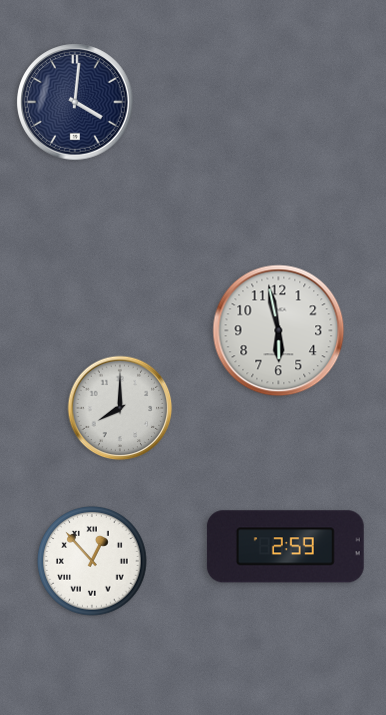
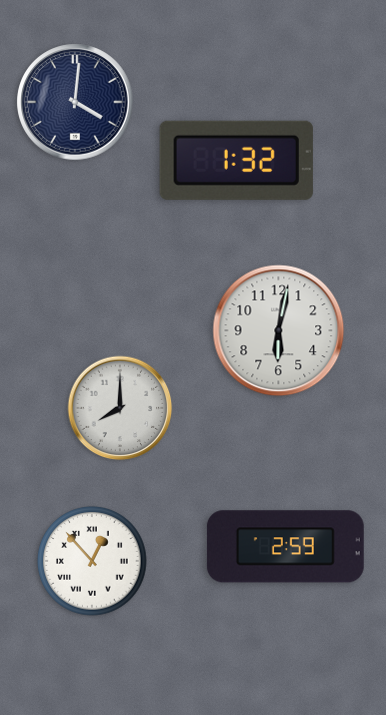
clock at (236, 160): none -> 1:32
clock at (279, 331): 5:58 -> 6:02
